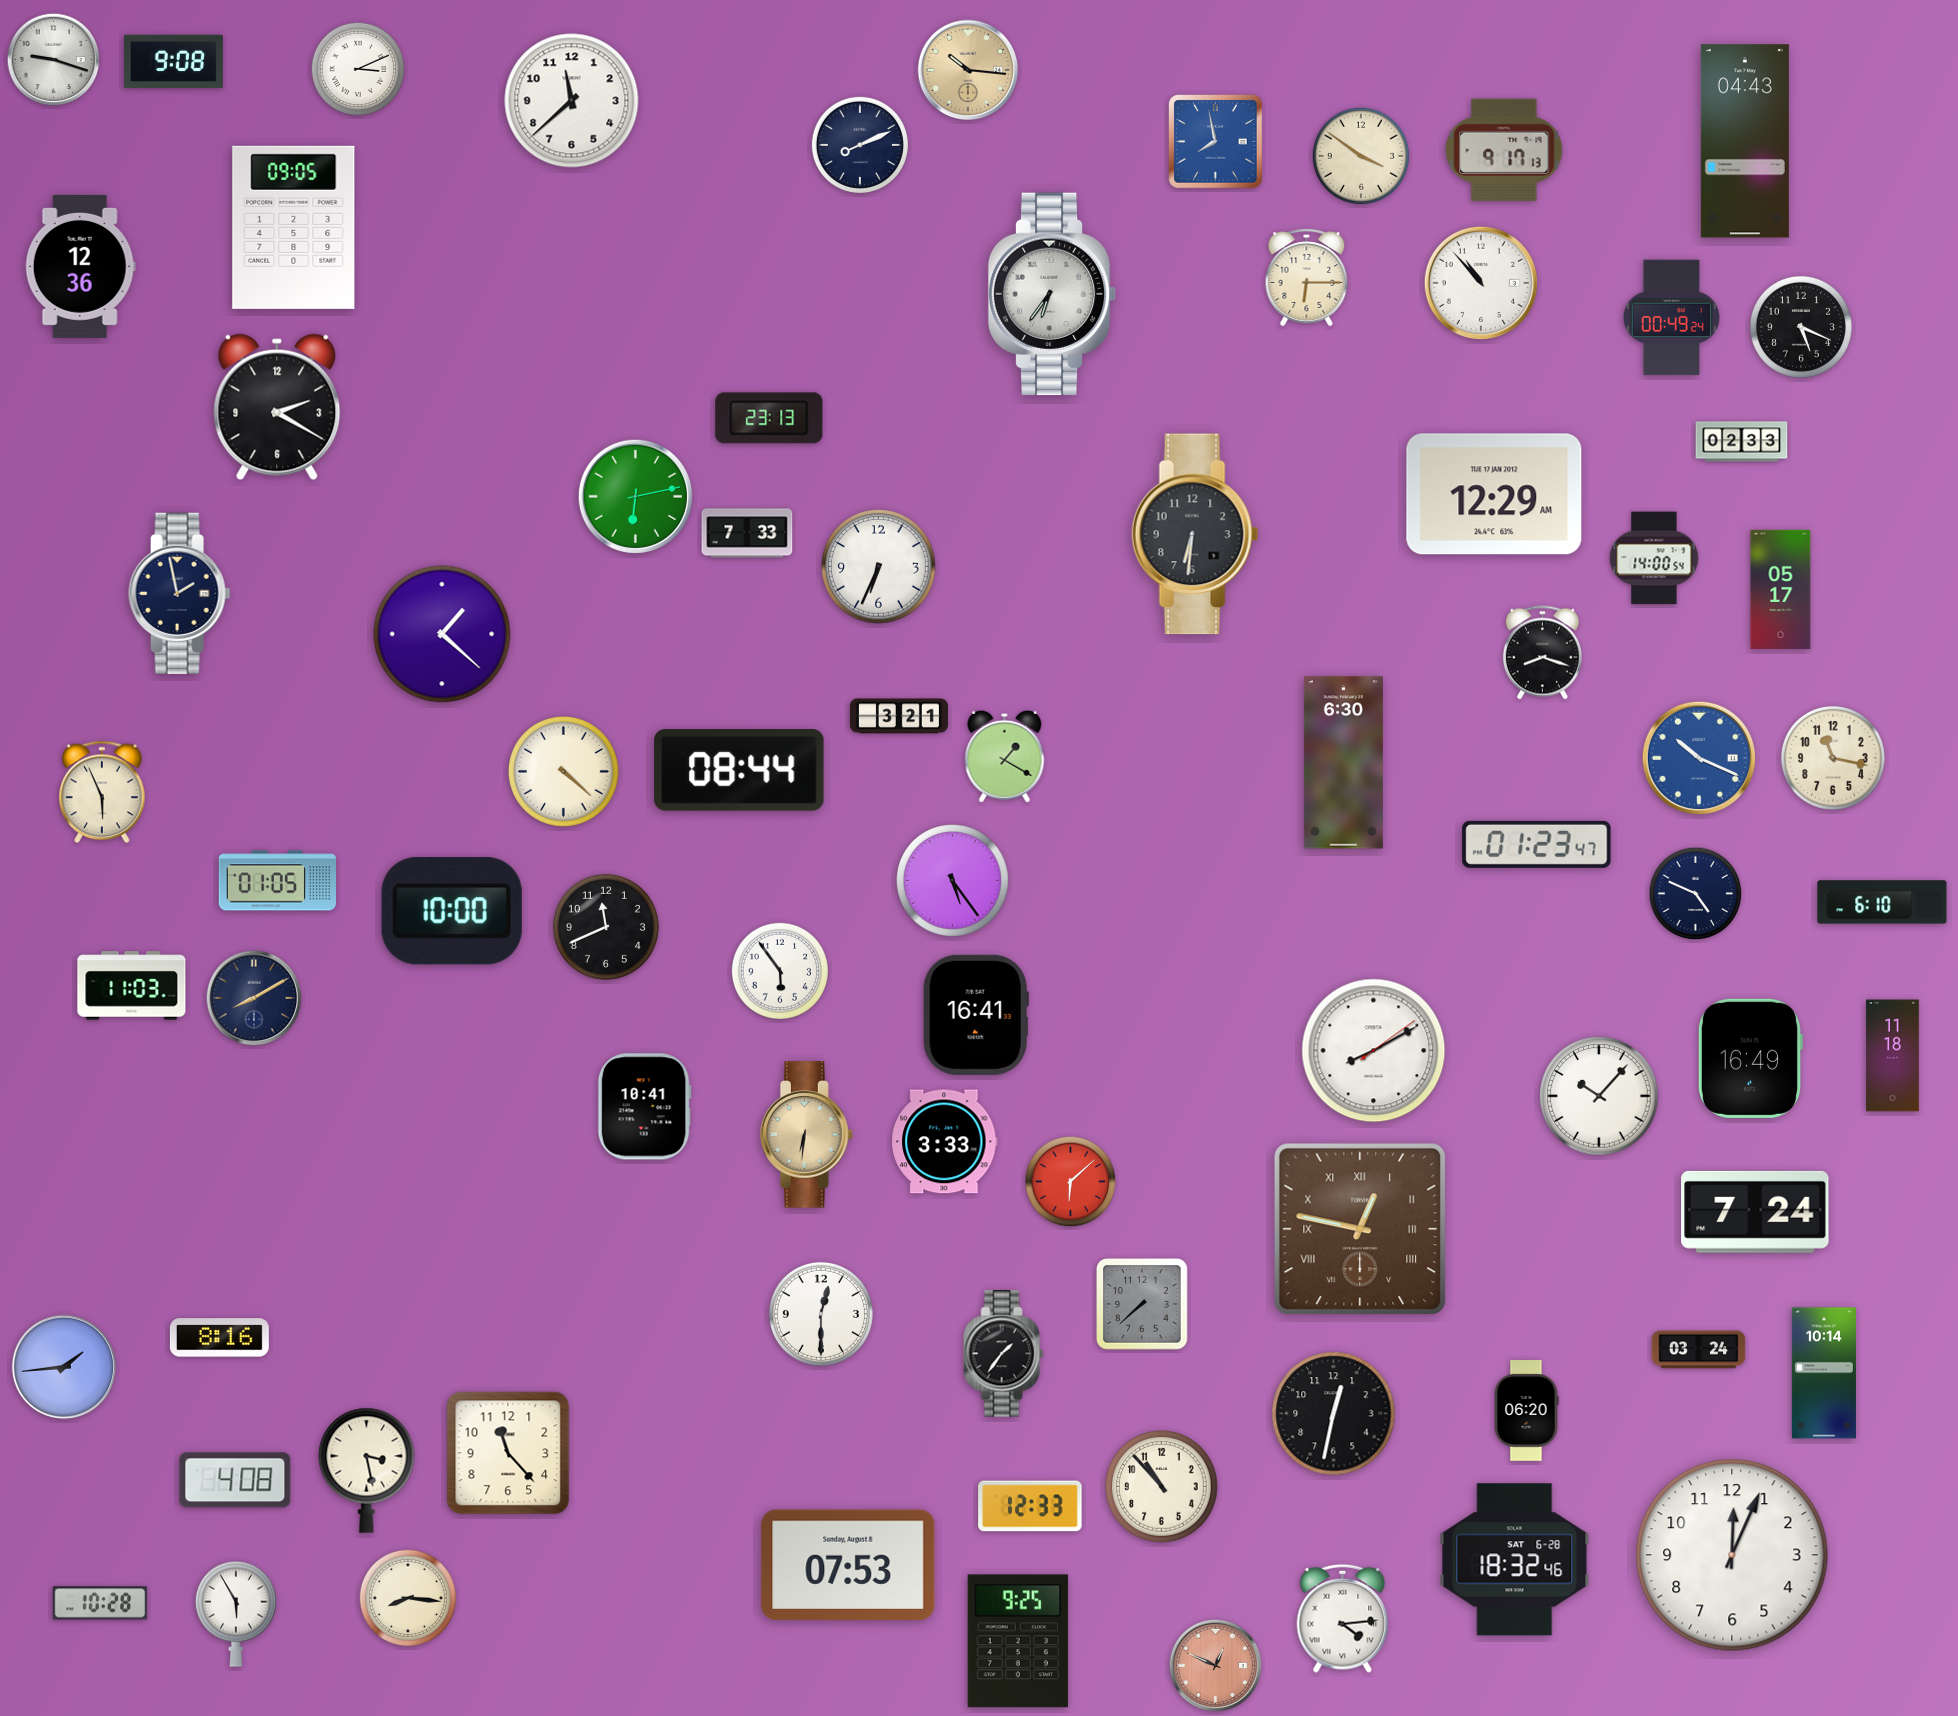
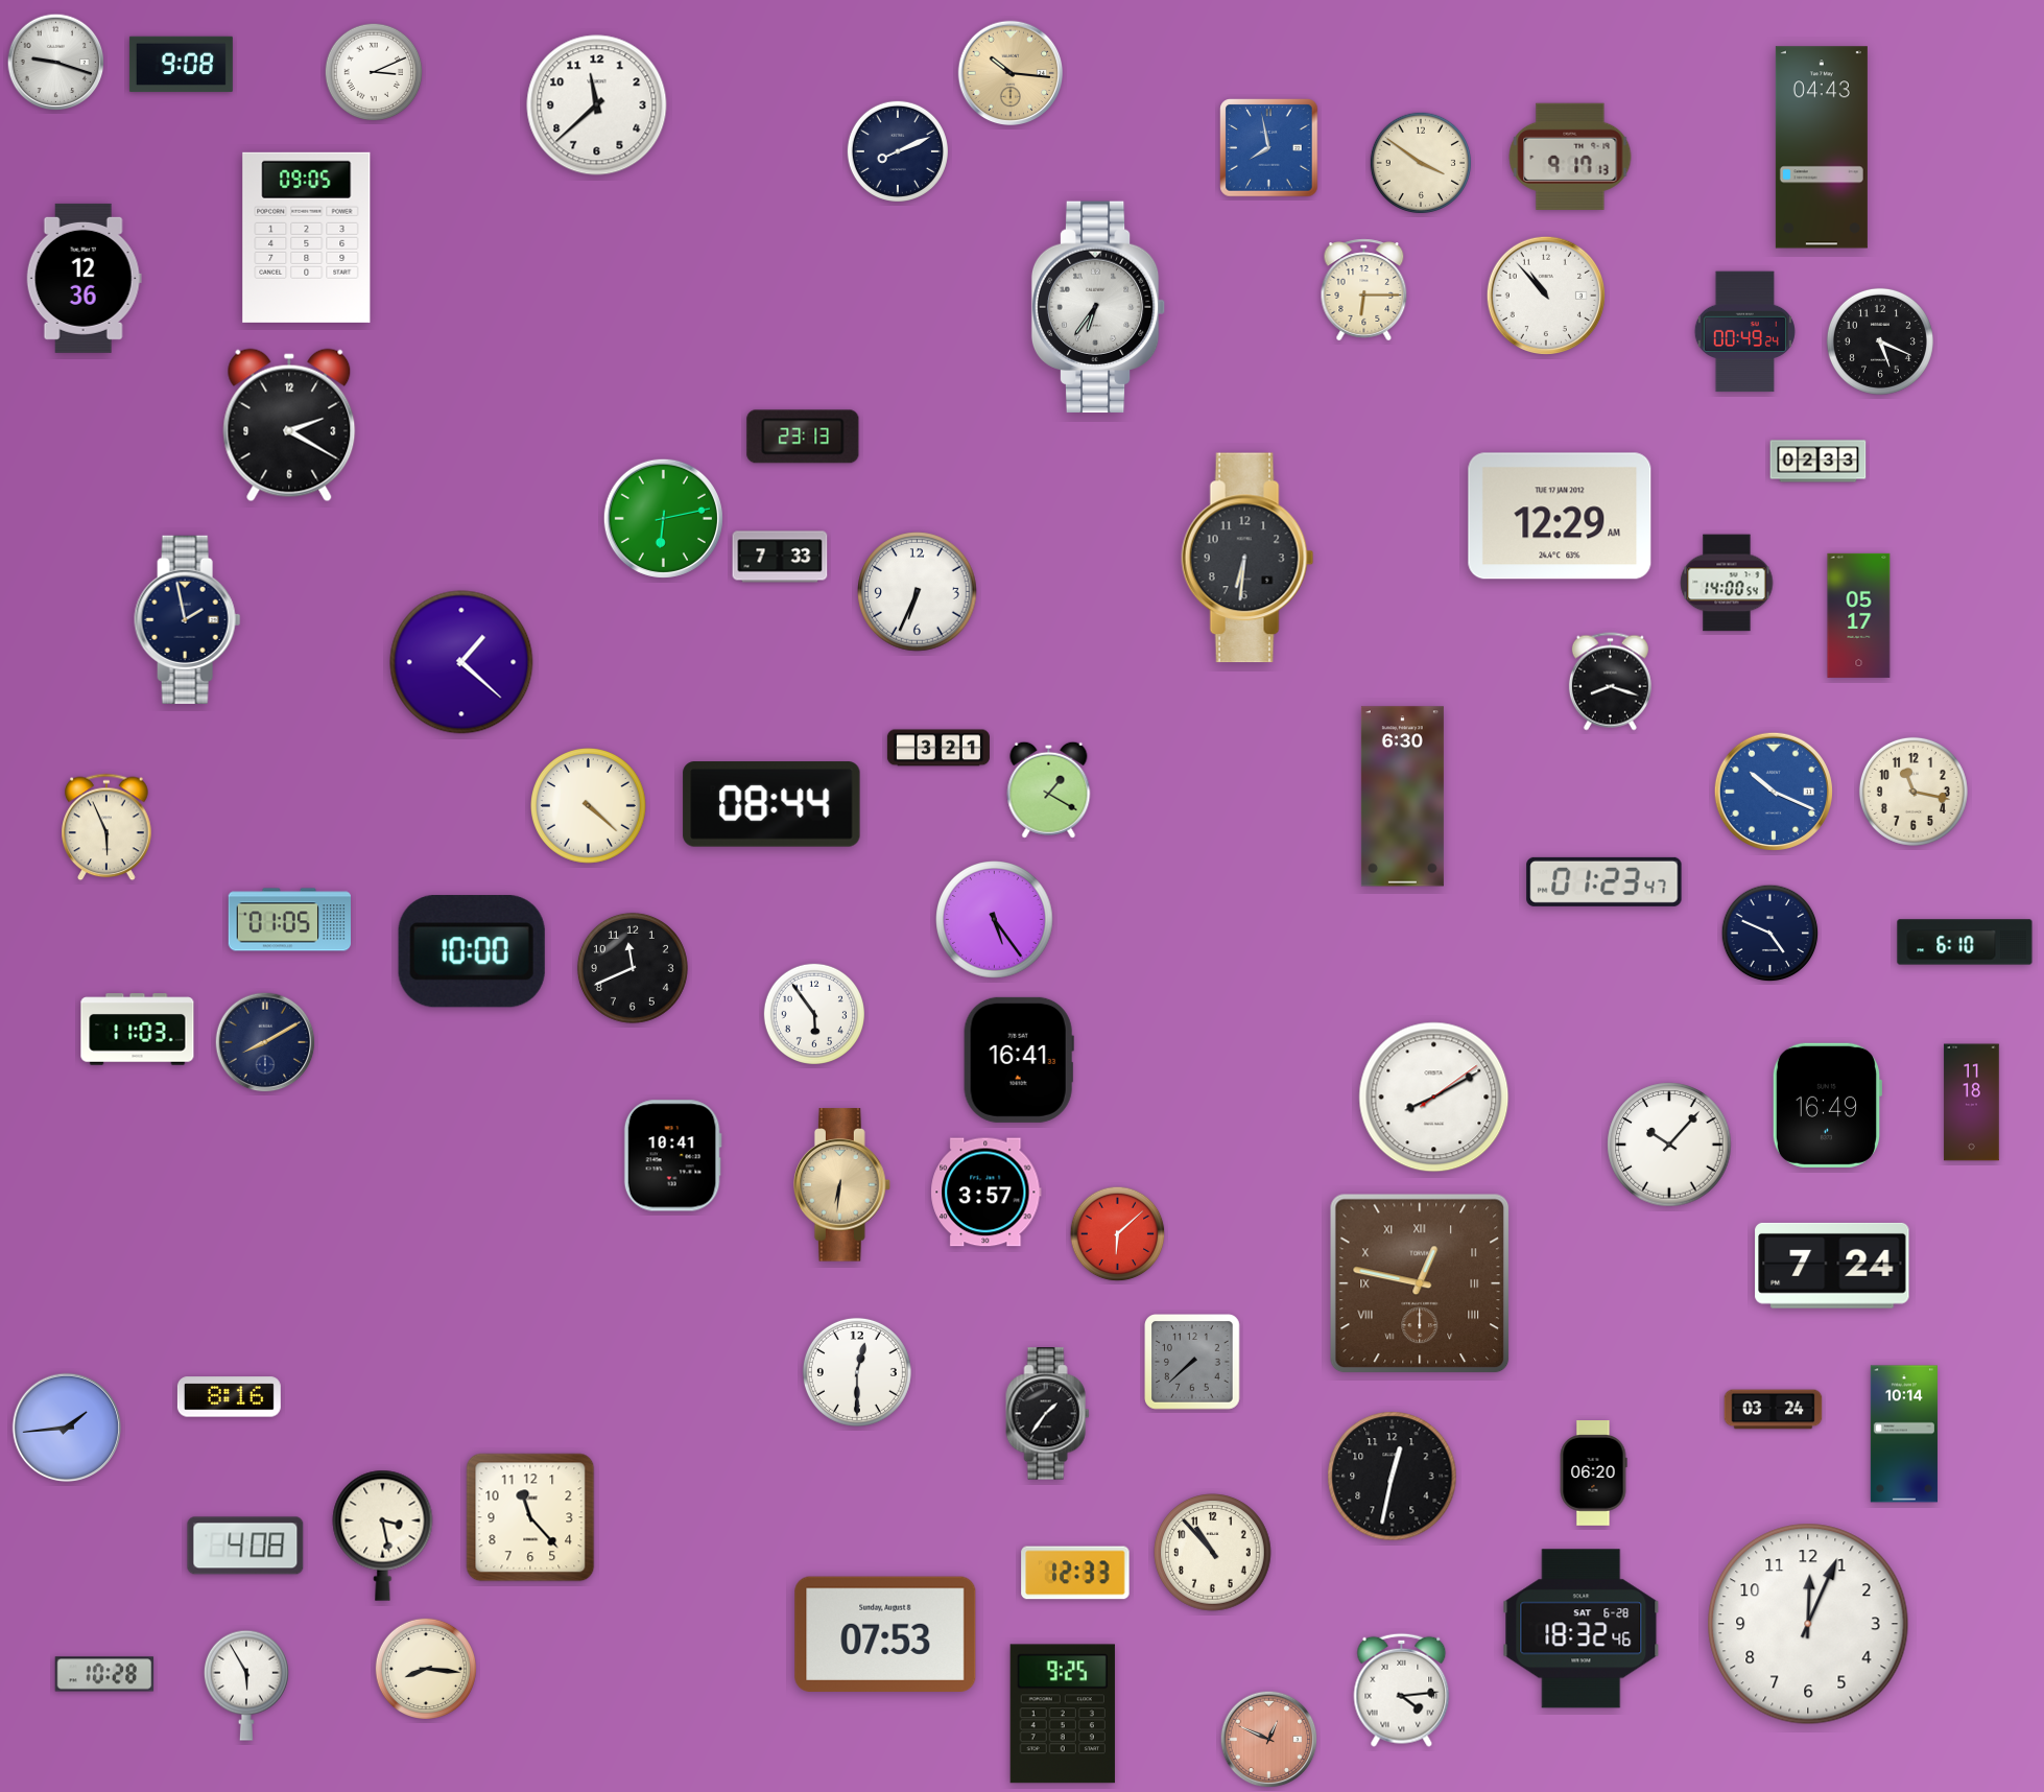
clock at (1893, 1056) position: (1893, 1056) -> (1972, 1103)
clock at (945, 1142): 3:33 -> 3:57
